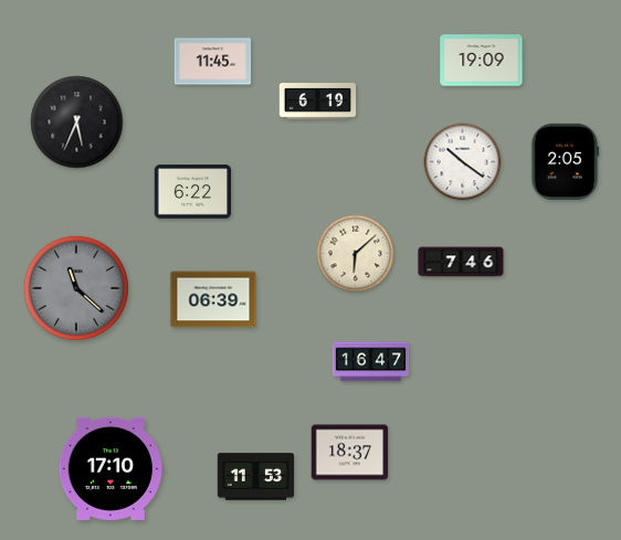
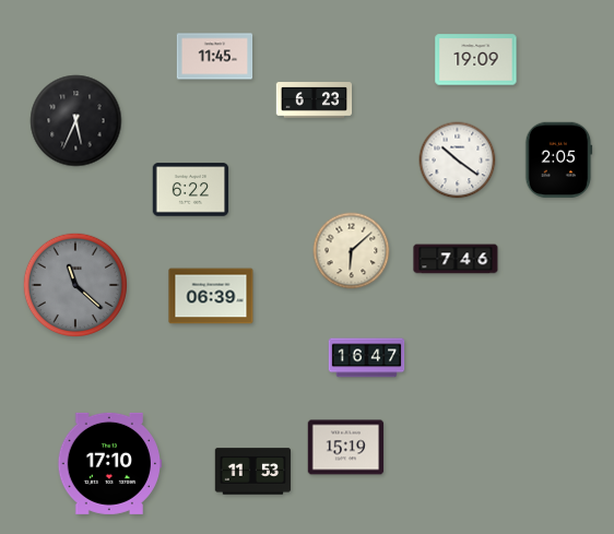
clock at (213, 62) position: (213, 62) -> (215, 57)
clock at (318, 102): 6:19 -> 6:23
clock at (350, 453): 18:37 -> 15:19
